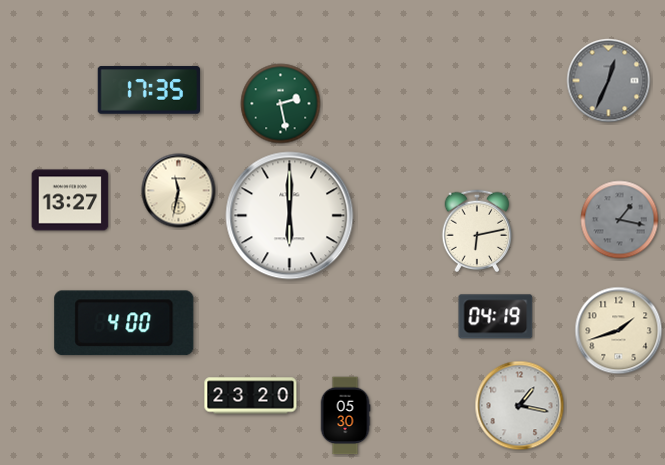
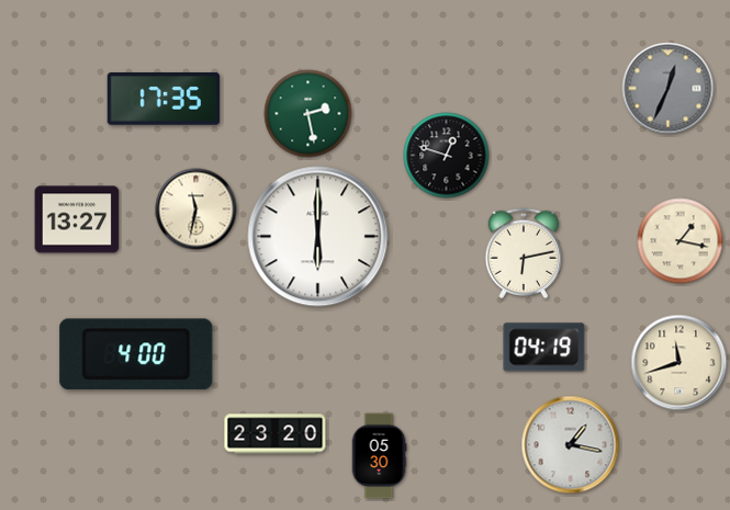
clock at (447, 156): none -> 12:48
clock at (620, 220) dial: grey -> cream
clock at (619, 331): 1:42 -> 11:42
